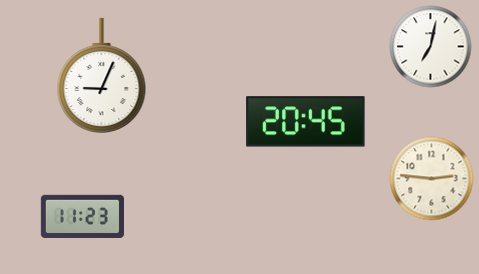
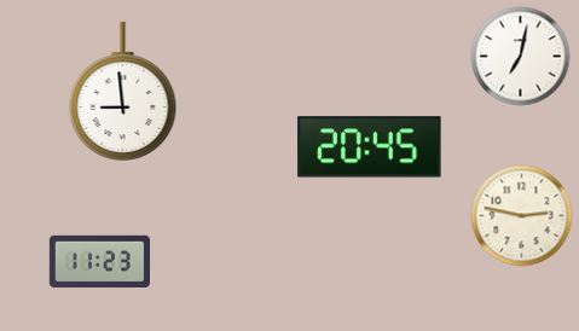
clock at (102, 75): 9:04 -> 8:59
clock at (432, 179): 2:46 -> 2:47
